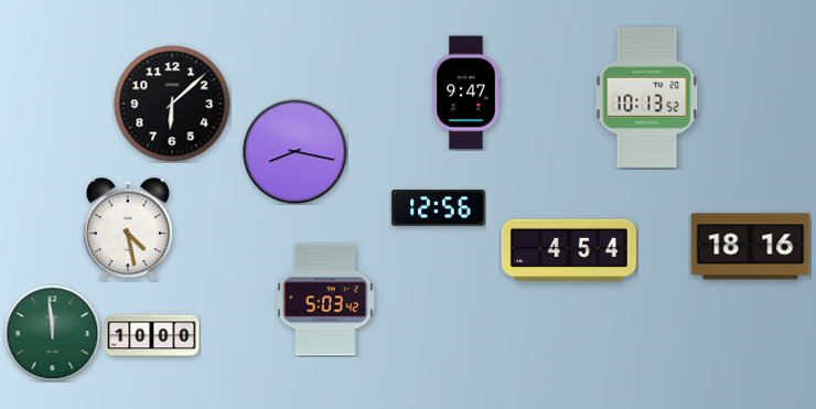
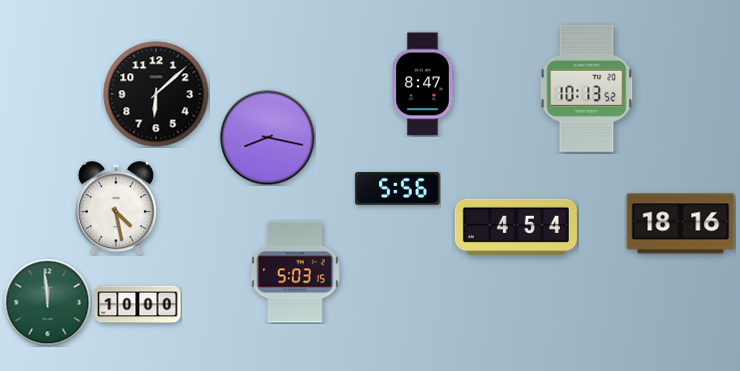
clock at (466, 93): 9:47 -> 8:47
clock at (439, 207): 12:56 -> 5:56
clock at (326, 300): 5:03:42 -> 5:03:15
